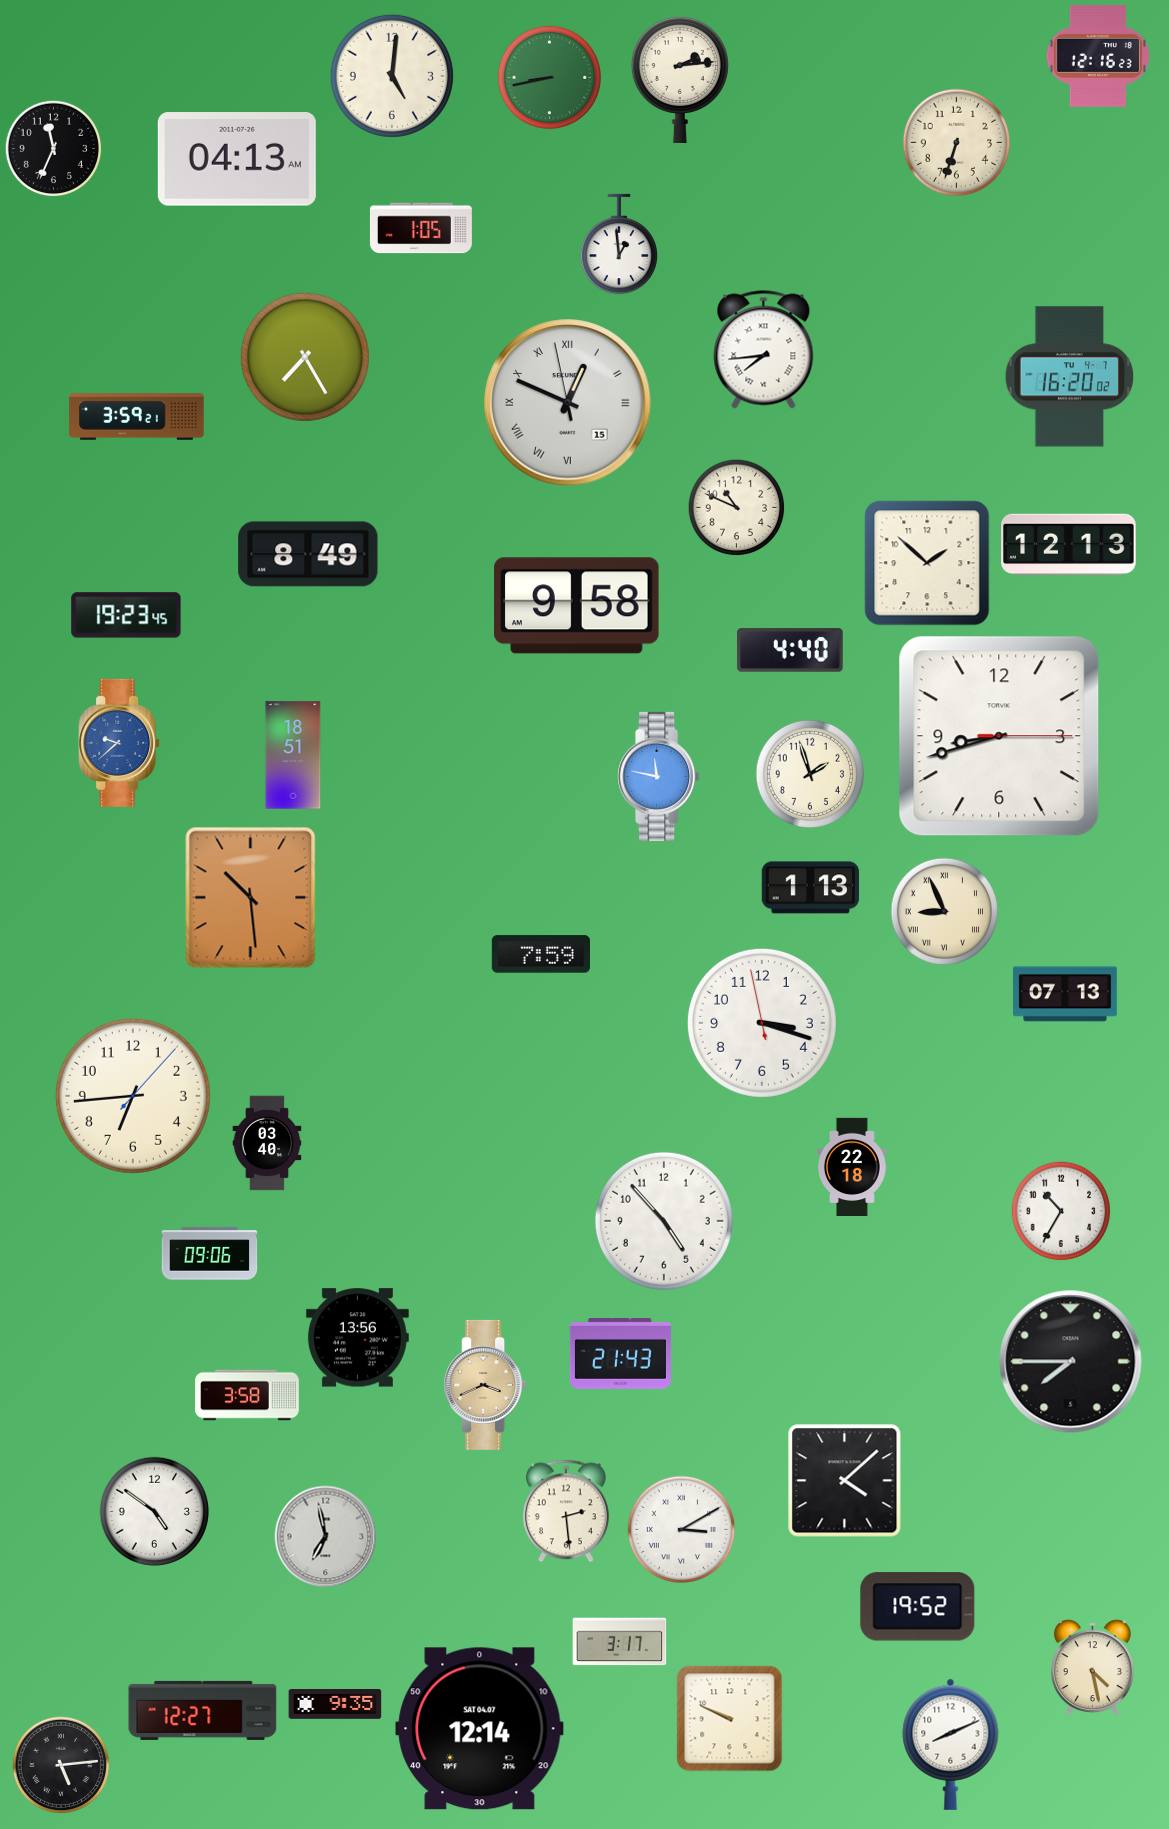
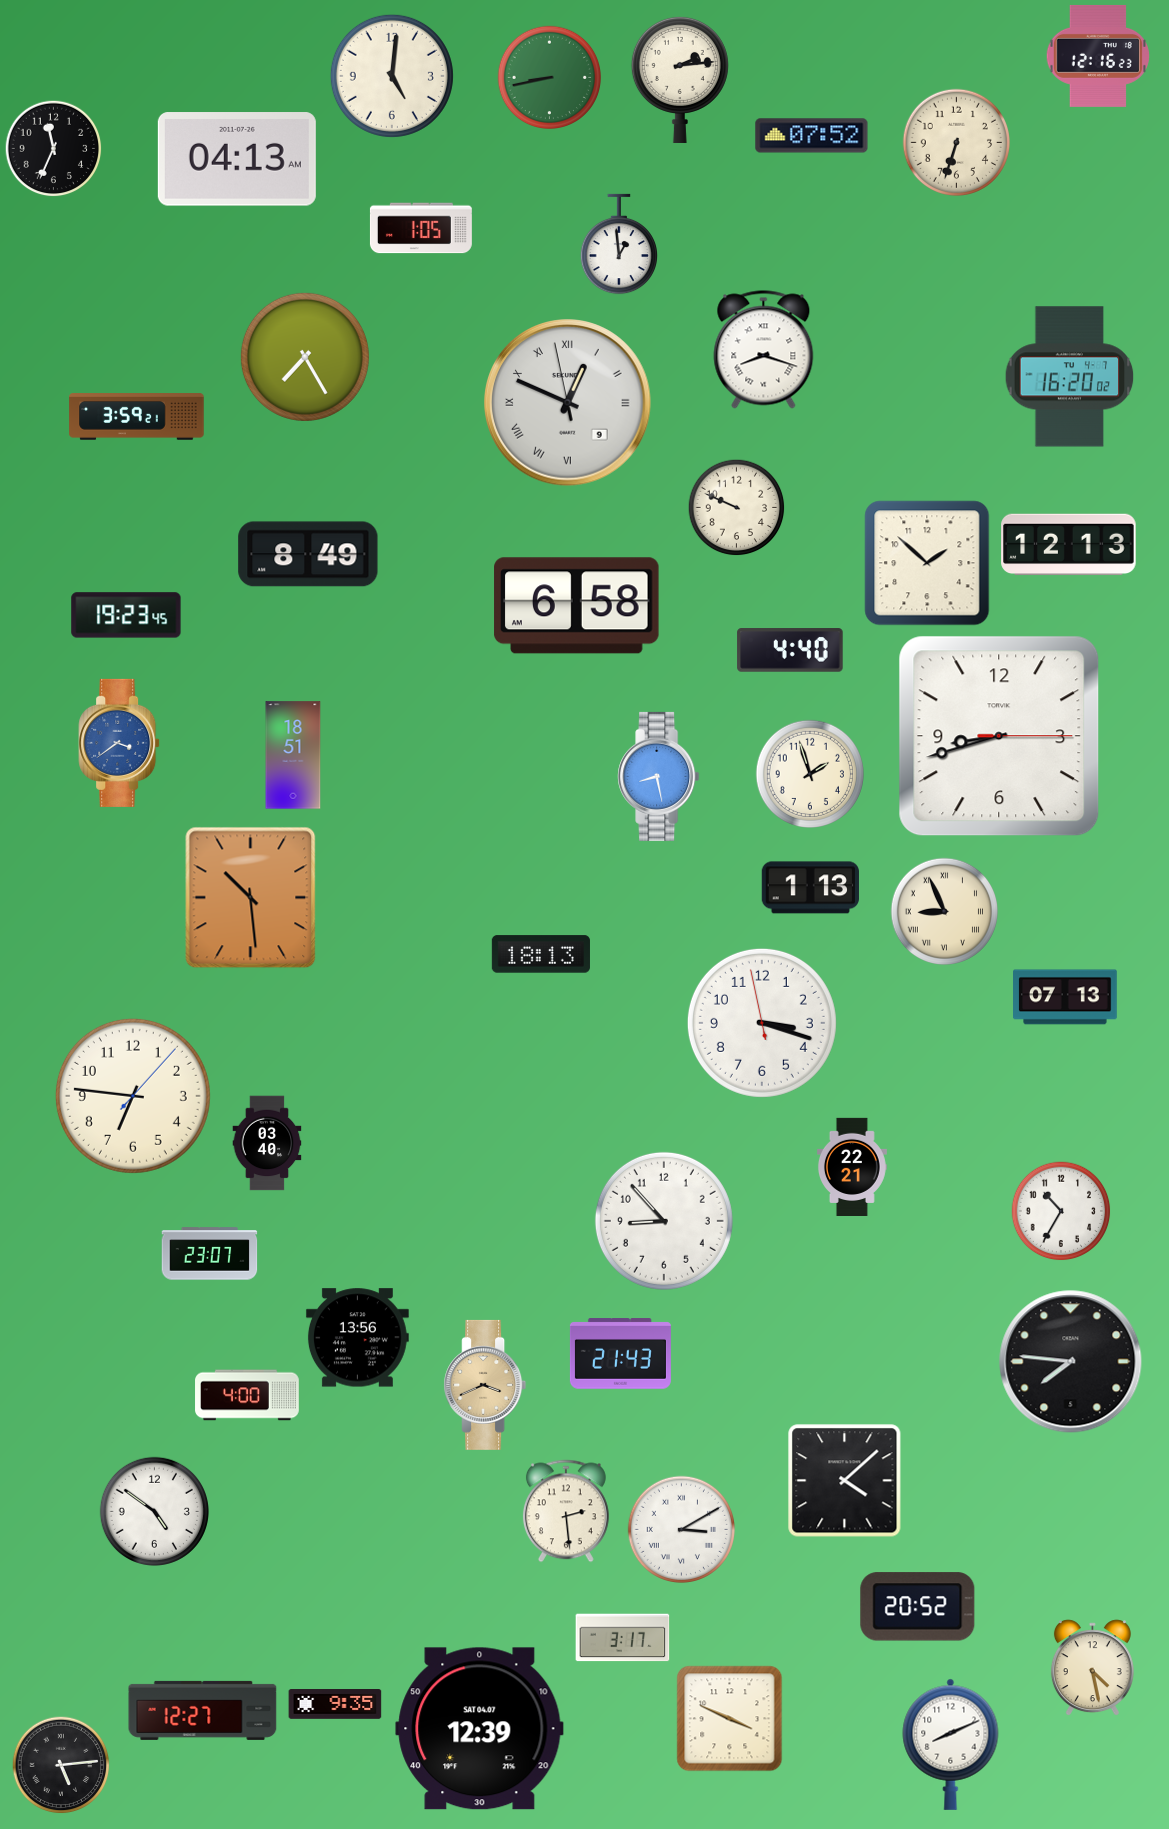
clock at (812, 136): none -> 07:52
clock at (764, 350): 7:44 -> 8:18
clock at (568, 403) date: 15 -> 9
clock at (737, 508): 10:49 -> 9:49
clock at (577, 606): 9:58 -> 6:58
clock at (119, 743): 9:38 -> 3:39
clock at (659, 776): 11:47 -> 8:28
clock at (541, 954): 7:59 -> 18:13
clock at (1066, 994) position: (1066, 994) -> (1066, 997)
clock at (133, 1096): 6:44 -> 6:46
clock at (852, 1166): 22:18 -> 22:21
clock at (664, 1221): 4:53 -> 8:53
clock at (210, 1254): 09:06 -> 23:07
clock at (1071, 1362): 7:45 -> 7:46
clock at (247, 1395): 3:58 -> 4:00
clock at (326, 1537): 6:58 -> none
clock at (918, 1607): 19:52 -> 20:52
clock at (620, 1642) position: (620, 1642) -> (623, 1638)
clock at (730, 1719): 9:49 -> 3:49
clock at (480, 1729): 12:14 -> 12:39
